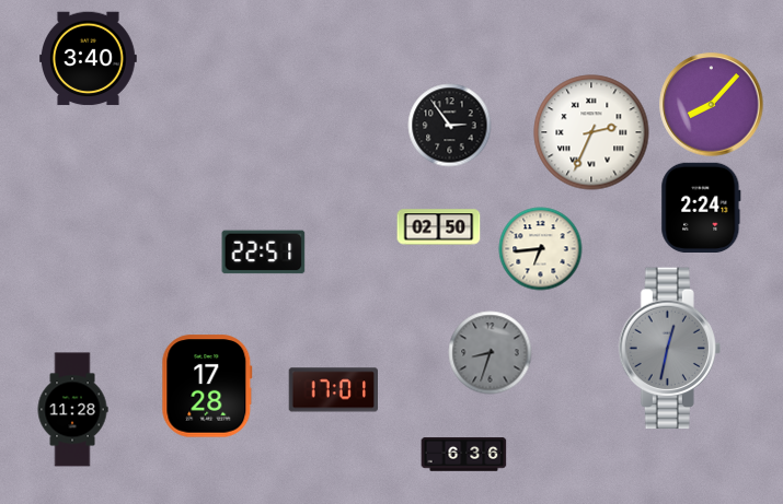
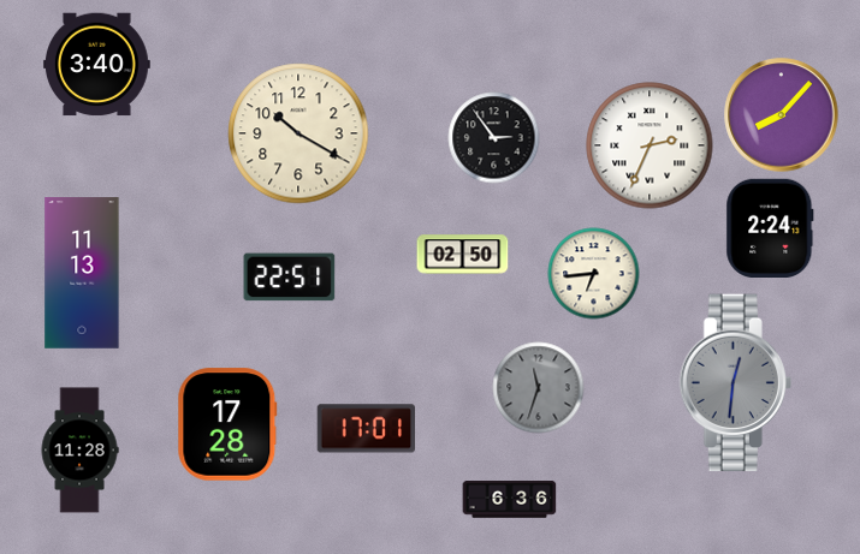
clock at (298, 133): none -> 10:20
clock at (439, 227) position: (439, 227) -> (463, 255)
clock at (82, 273): none -> 11:13
clock at (669, 349): 12:32 -> 12:31
clock at (491, 353): 8:33 -> 11:33
